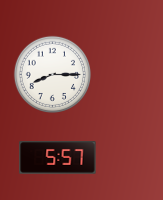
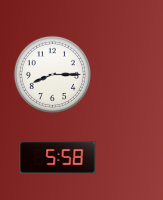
clock at (58, 158): 5:57 -> 5:58
